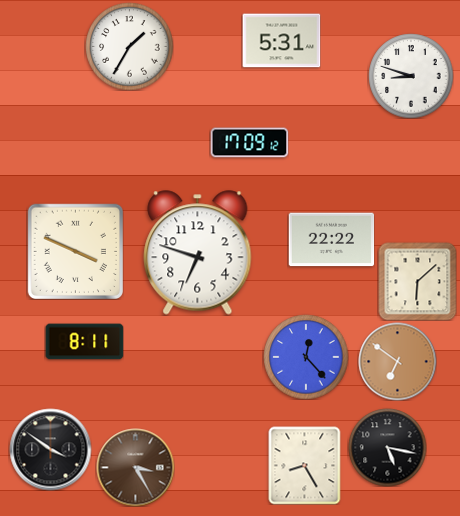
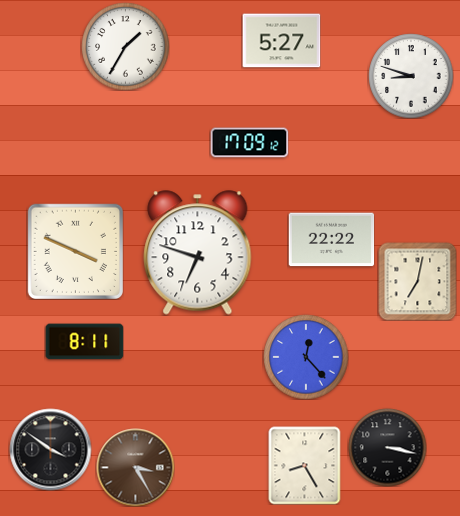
clock at (281, 41): 5:31 -> 5:27
clock at (129, 46) position: (129, 46) -> (125, 46)
clock at (417, 281): 6:08 -> 7:02
clock at (397, 361): 6:51 -> none
clock at (387, 447): 5:17 -> 3:17
